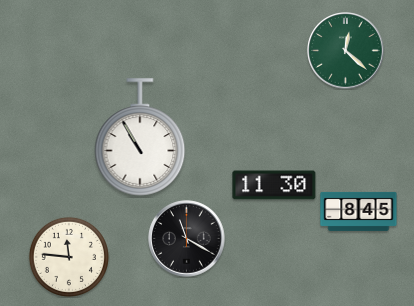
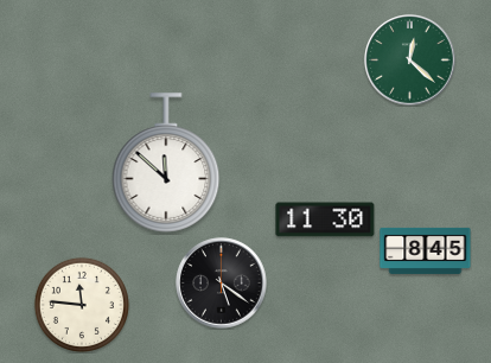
clock at (140, 137): 10:55 -> 11:52
clock at (187, 239): 11:20 -> 5:21
